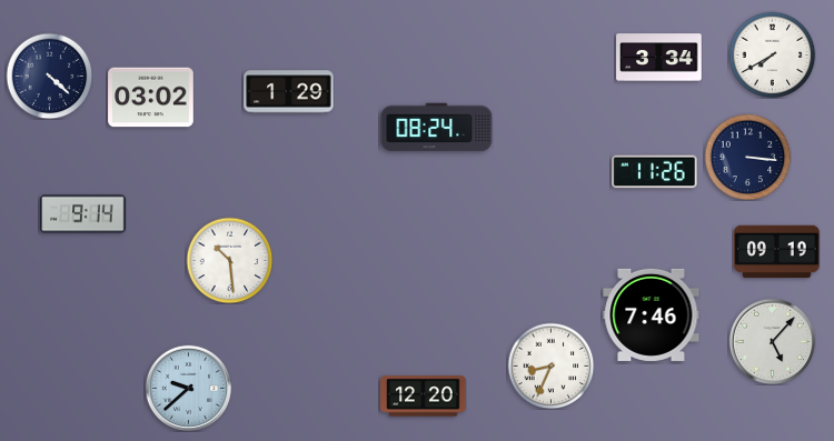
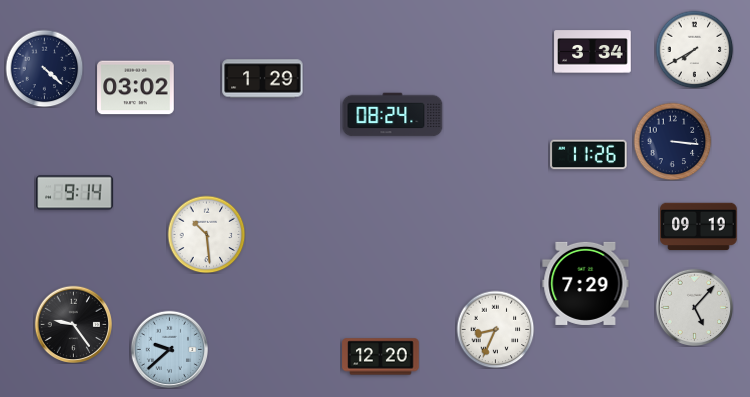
clock at (289, 92) position: (289, 92) -> (263, 79)
clock at (652, 314): 7:46 -> 7:29
clock at (73, 324): none -> 9:24
